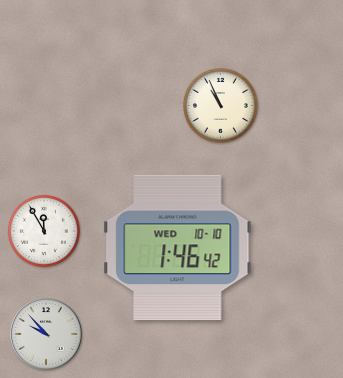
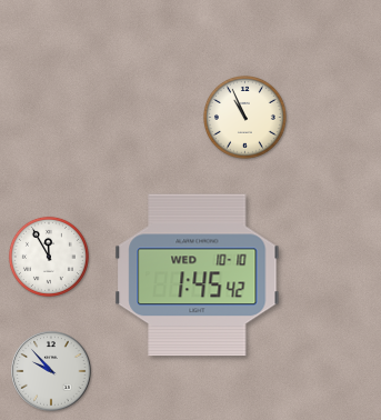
clock at (178, 248): 1:46 -> 1:45
